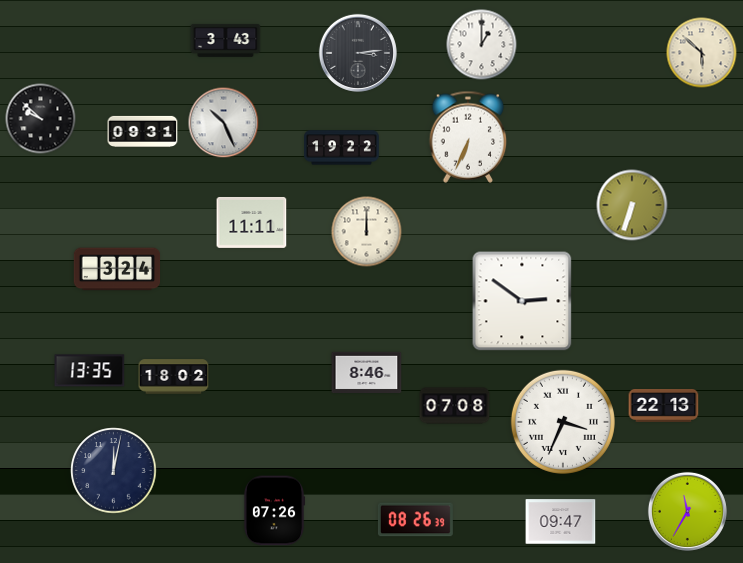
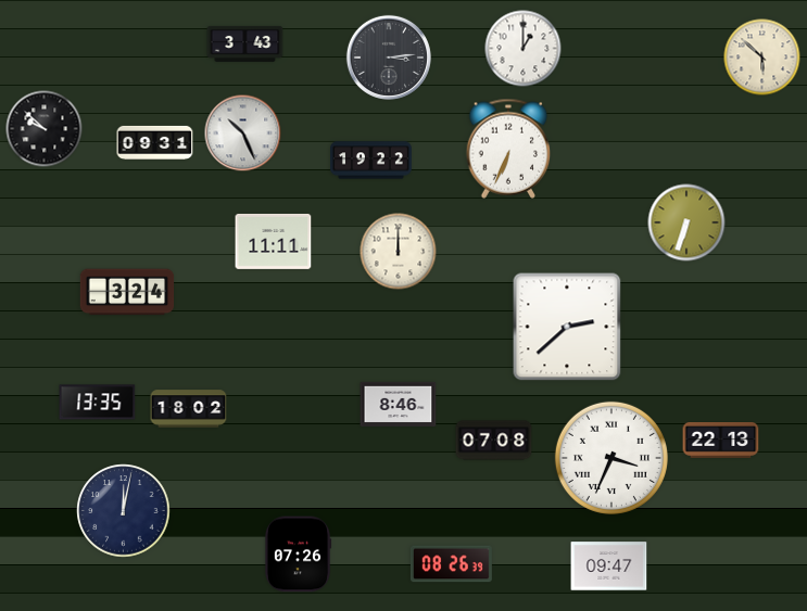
clock at (522, 301): 2:51 -> 2:38
clock at (687, 511): 11:35 -> none
